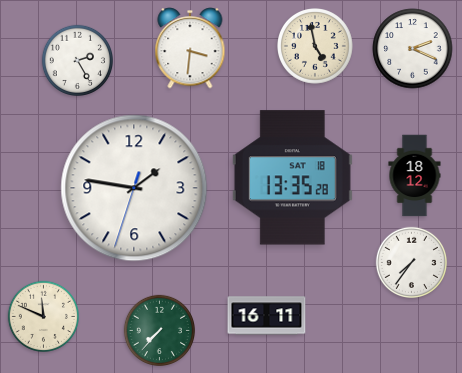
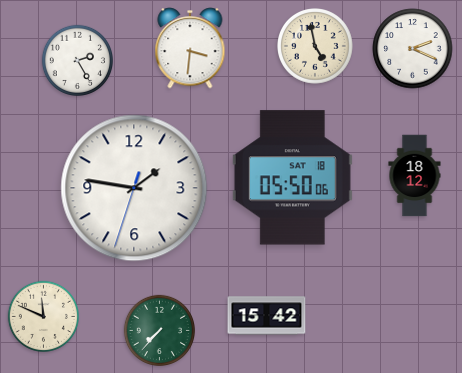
clock at (292, 178): 13:35 -> 05:50
clock at (411, 262): 7:36 -> none
clock at (267, 316): 16:11 -> 15:42
